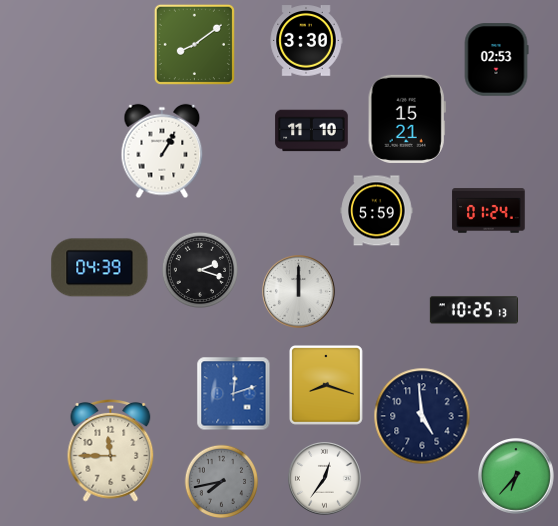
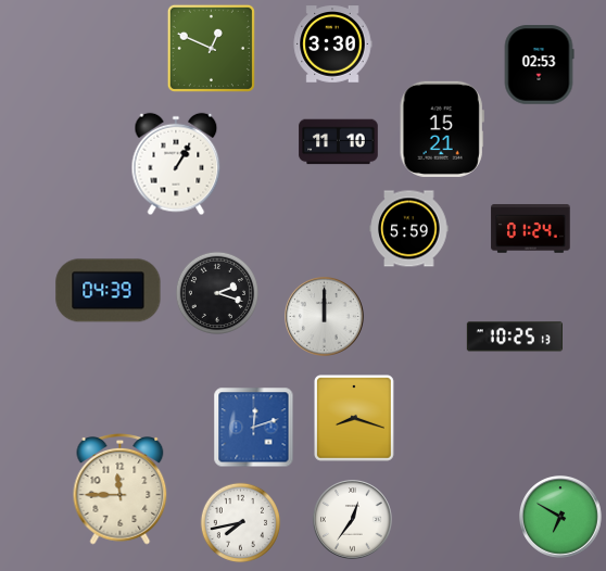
clock at (194, 44): 8:09 -> 12:49
clock at (422, 416): 4:59 -> none
clock at (517, 477): 6:37 -> 6:50
clock at (222, 482) dial: grey -> white
